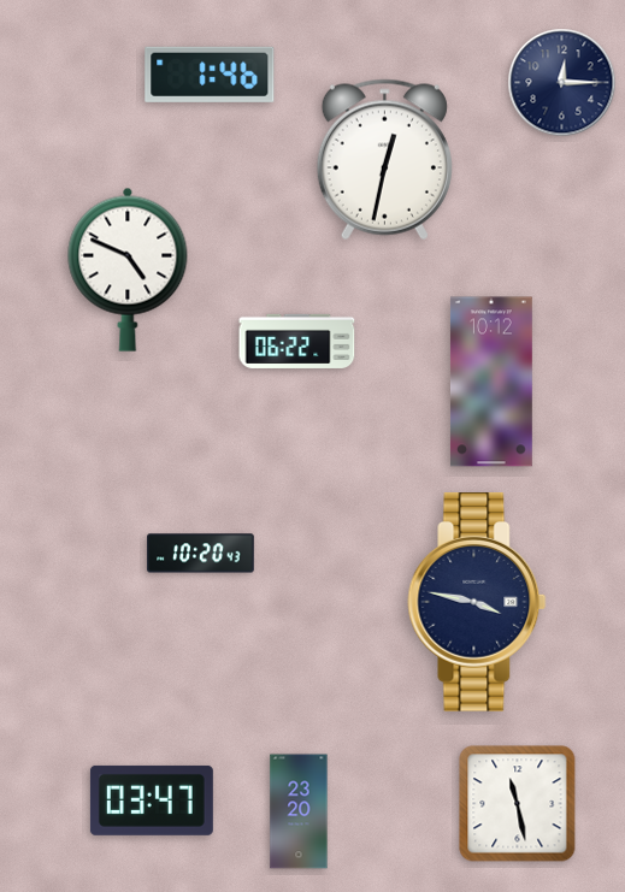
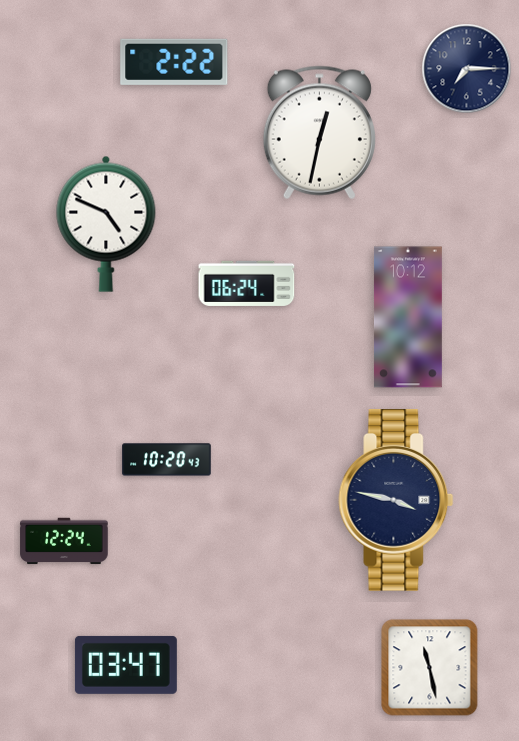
clock at (210, 75): 1:46 -> 2:22
clock at (562, 83): 12:15 -> 7:15
clock at (297, 341): 06:22 -> 06:24
clock at (64, 541): none -> 12:24
clock at (299, 811): 23:20 -> none
